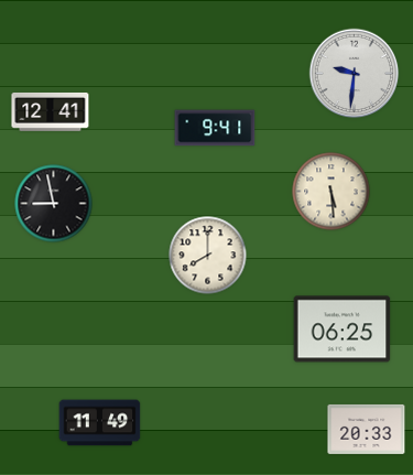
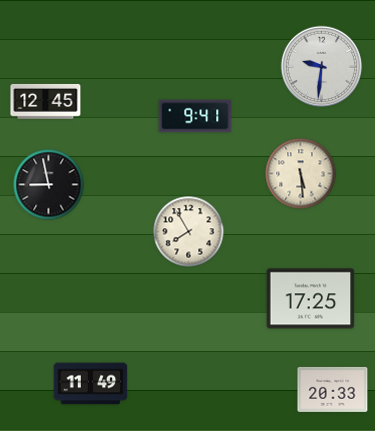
clock at (51, 111): 12:41 -> 12:45
clock at (208, 256): 8:00 -> 7:55
clock at (343, 330): 06:25 -> 17:25
